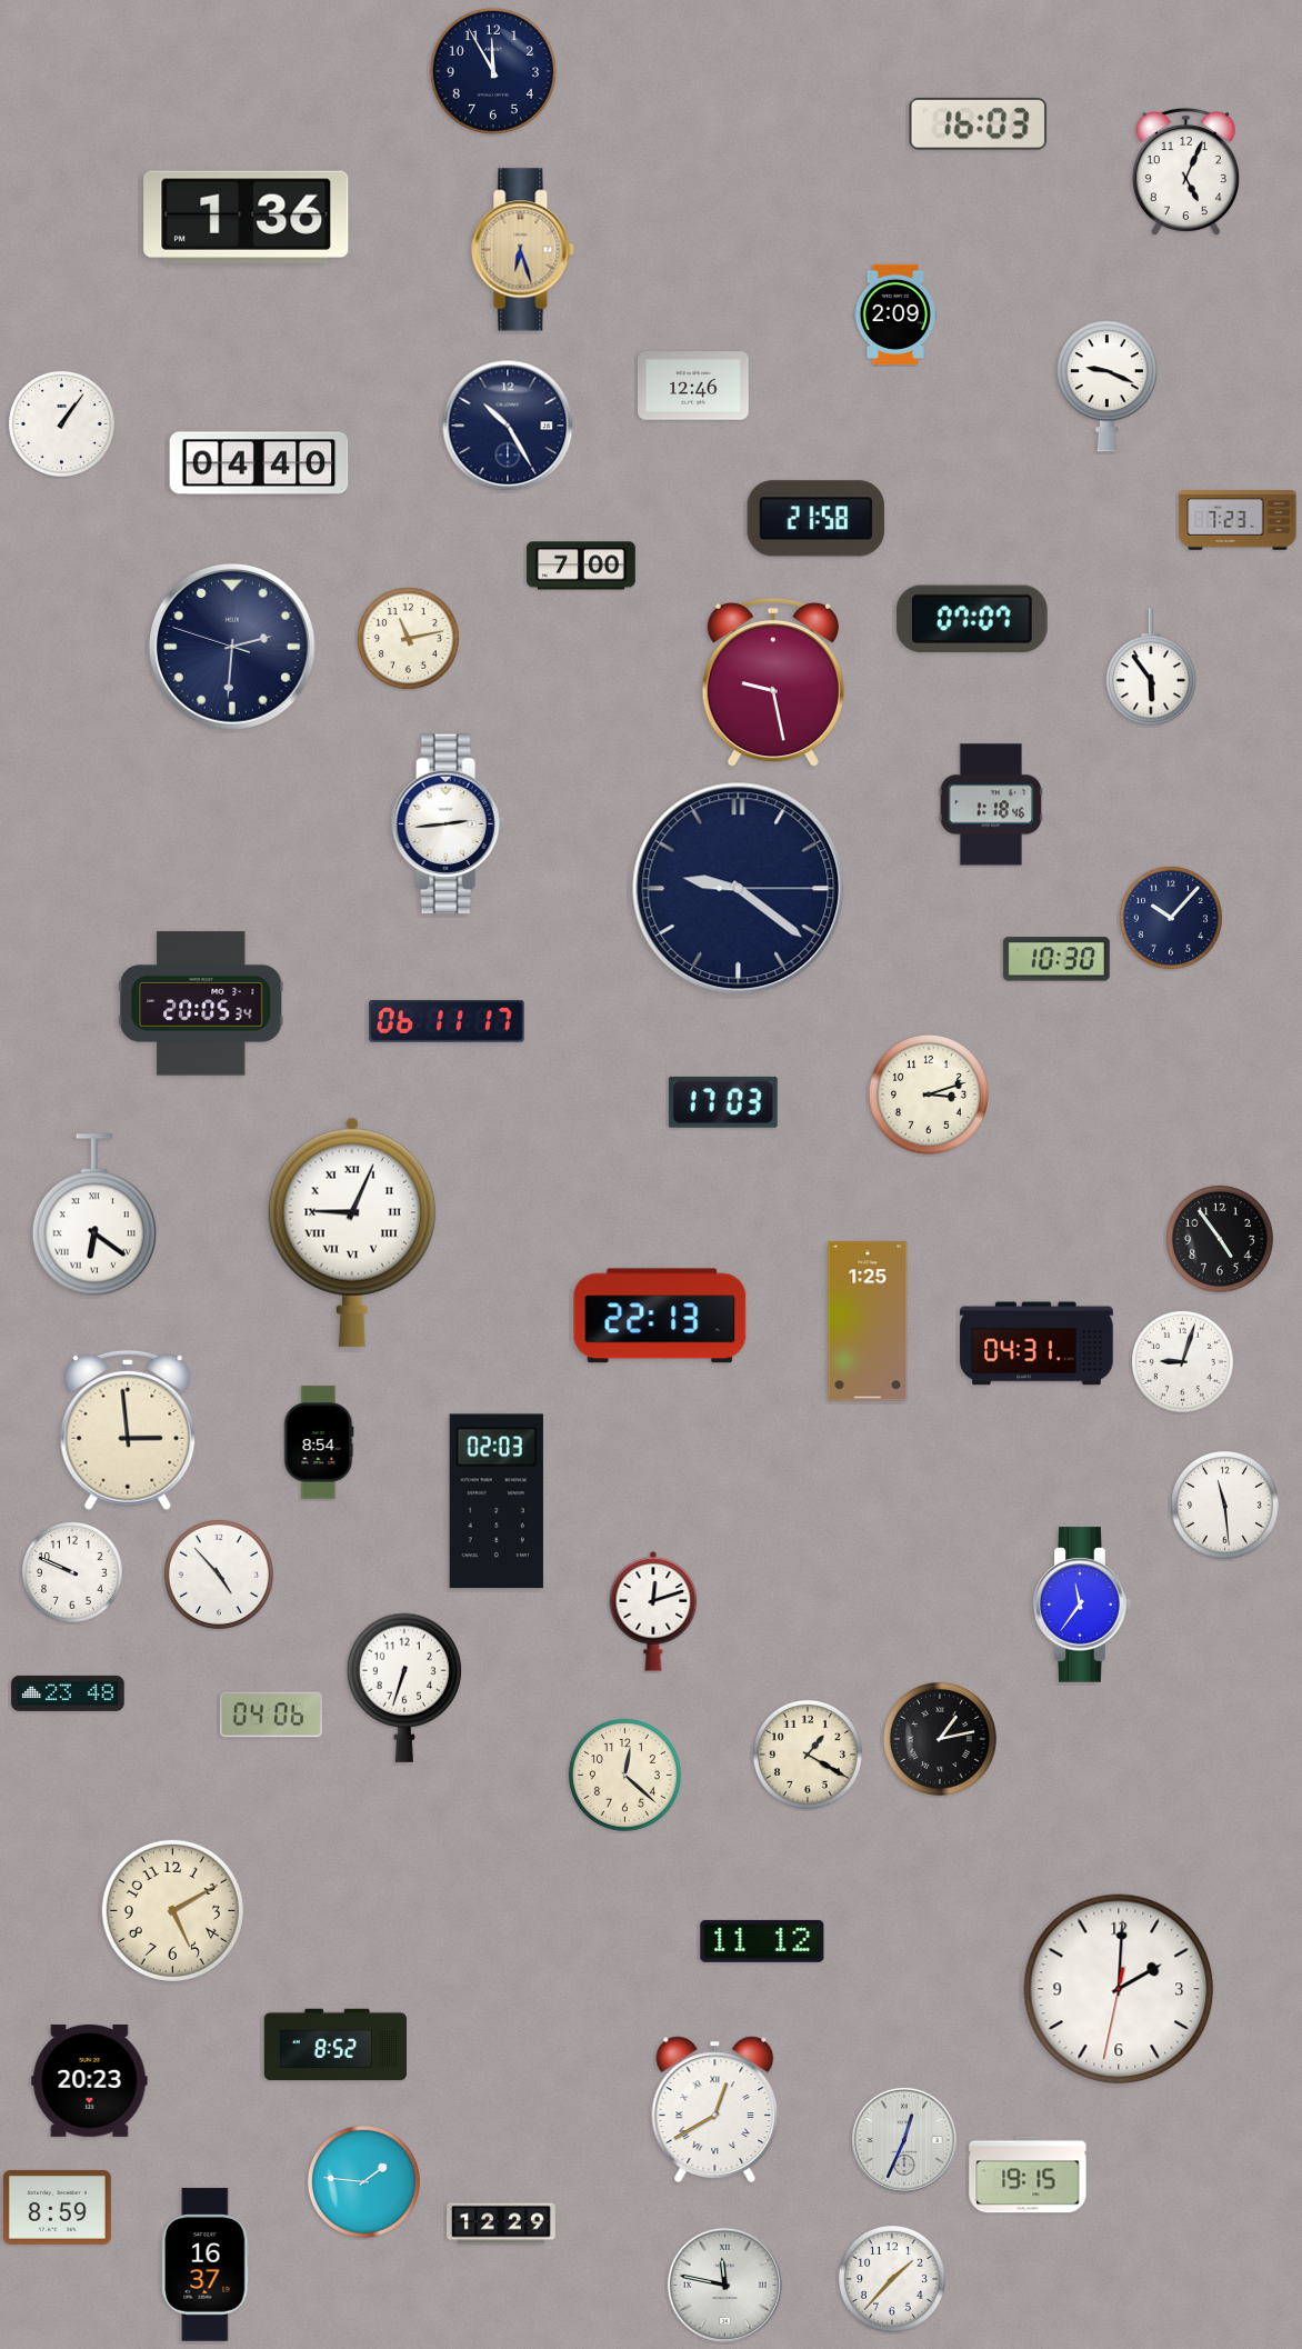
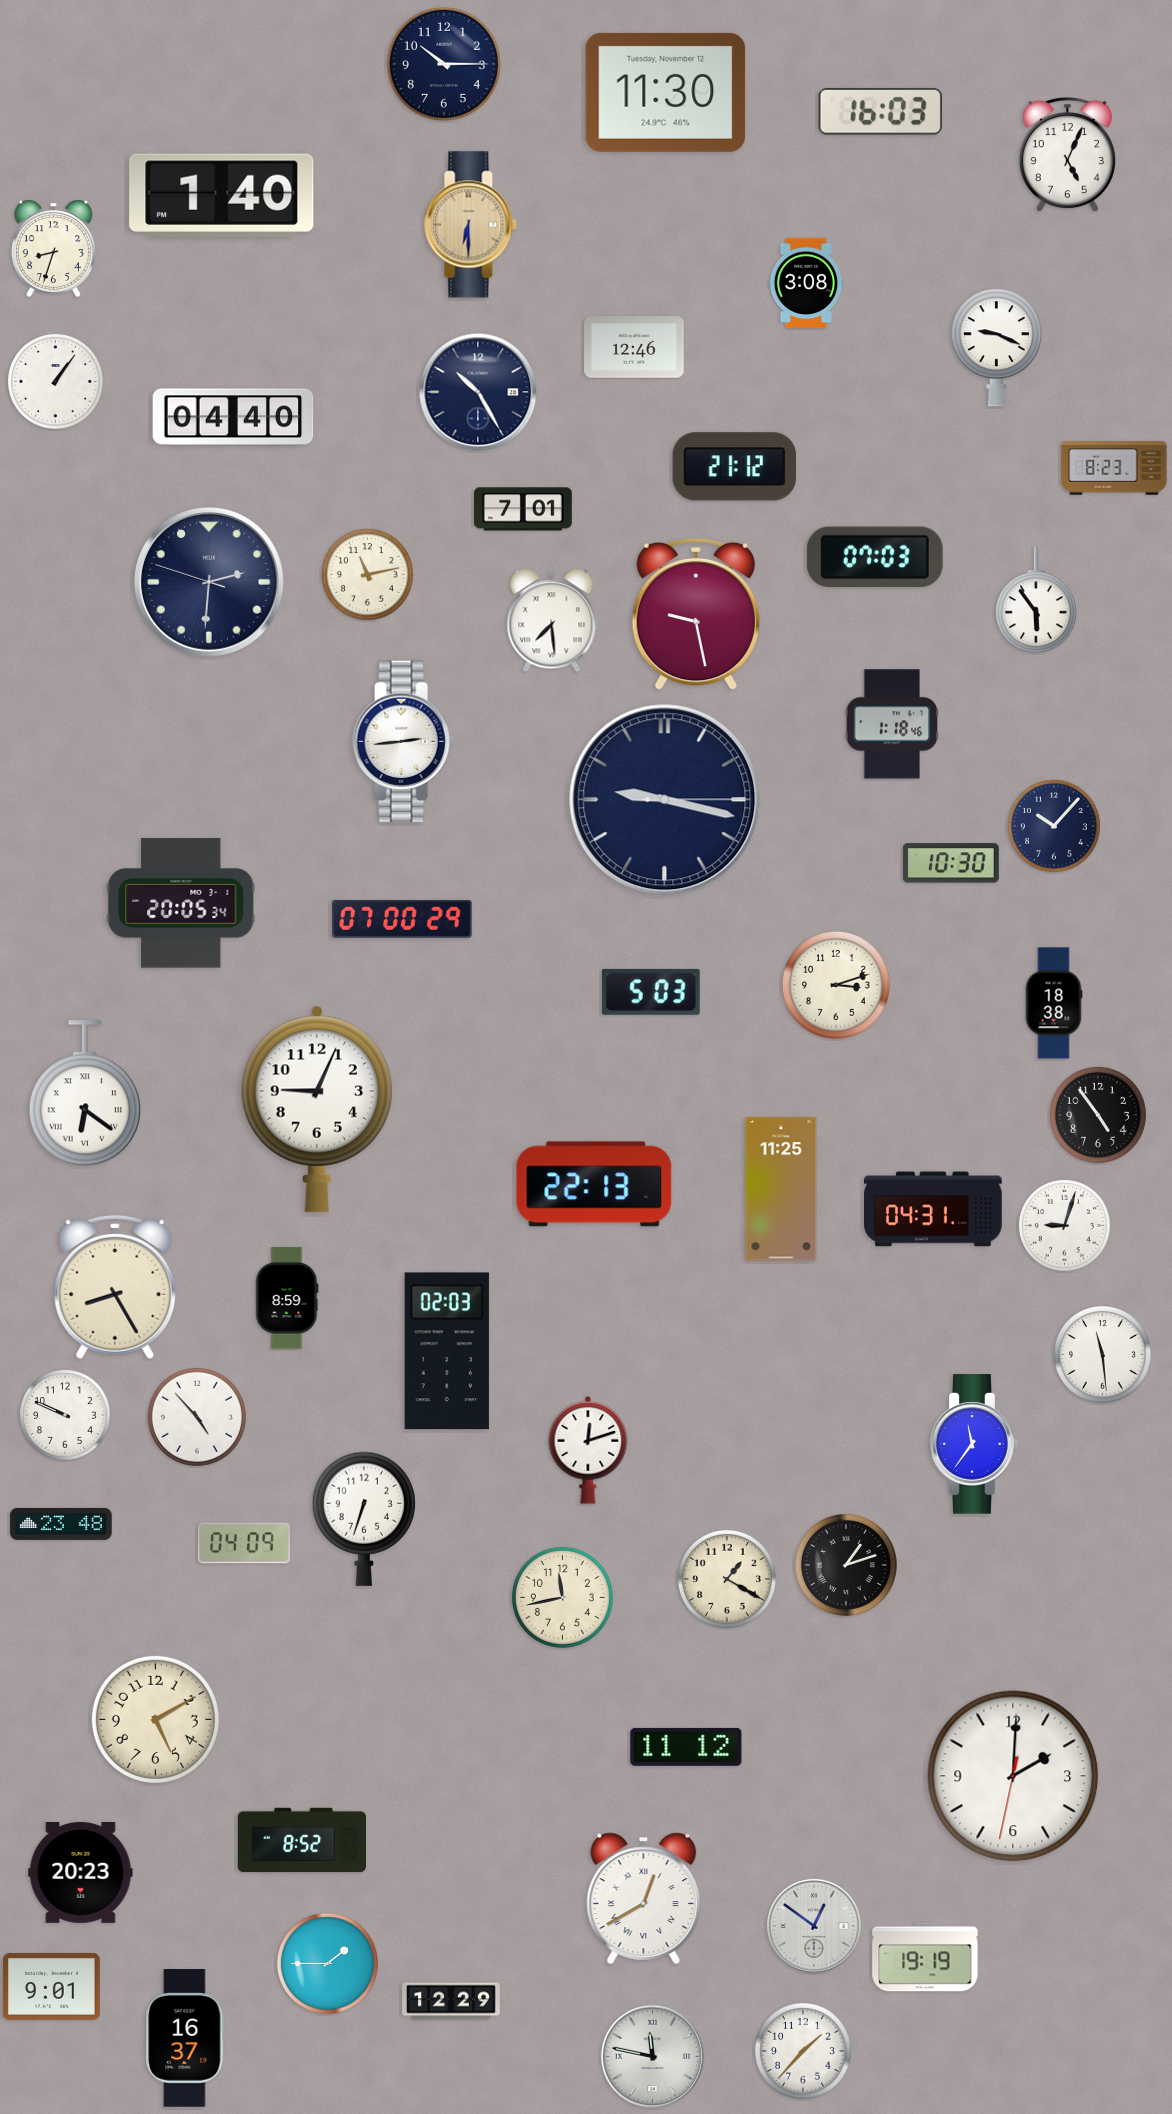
clock at (493, 71): 11:55 -> 10:15
clock at (666, 92): none -> 11:30
clock at (247, 218): 1:36 -> 1:40
clock at (523, 250): 6:27 -> 6:30
clock at (53, 248): none -> 8:33
clock at (895, 313): 2:09 -> 3:08
clock at (693, 386) position: (693, 386) -> (634, 347)
clock at (508, 426) position: (508, 426) -> (478, 392)
clock at (817, 519): 21:58 -> 21:12
clock at (1238, 520): 7:23 -> 8:23
clock at (582, 566): 7:00 -> 7:01
clock at (972, 619): 07:07 -> 07:03
clock at (552, 621): none -> 7:29
clock at (739, 889): 9:21 -> 9:17
clock at (447, 1021): 06:11 -> 07:00
clock at (723, 1102): 17:03 -> 5:03
clock at (1054, 1003): none -> 18:38
clock at (352, 1232) numerals: Roman -> Arabic
clock at (868, 1321): 1:25 -> 11:25
clock at (128, 1430): 2:59 -> 8:25
clock at (319, 1442): 8:54 -> 8:59
clock at (271, 1715): 04:06 -> 04:09
clock at (940, 1739): 1:13 -> 1:12
clock at (624, 1775): 12:22 -> 11:43
clock at (1119, 1989) position: (1119, 1989) -> (1013, 1776)
clock at (904, 2140): 12:34 -> 12:51
clock at (1028, 2175): 19:15 -> 19:19
clock at (363, 2181): 1:46 -> 1:45
clock at (57, 2207): 8:59 -> 9:01
